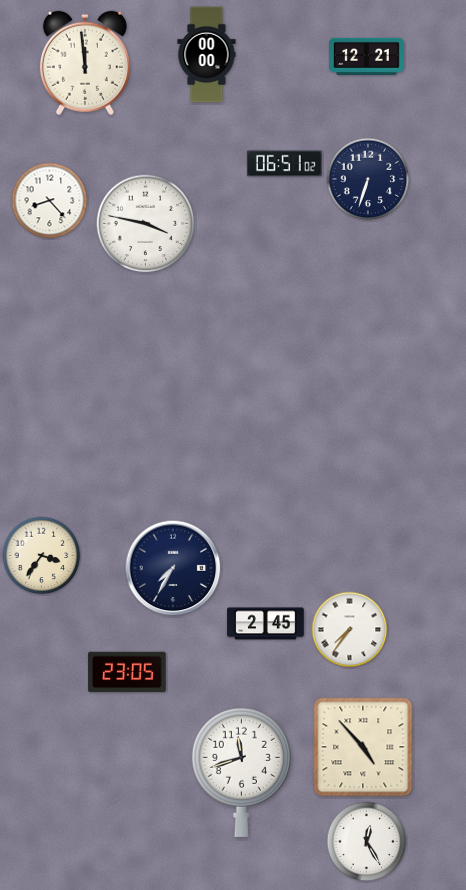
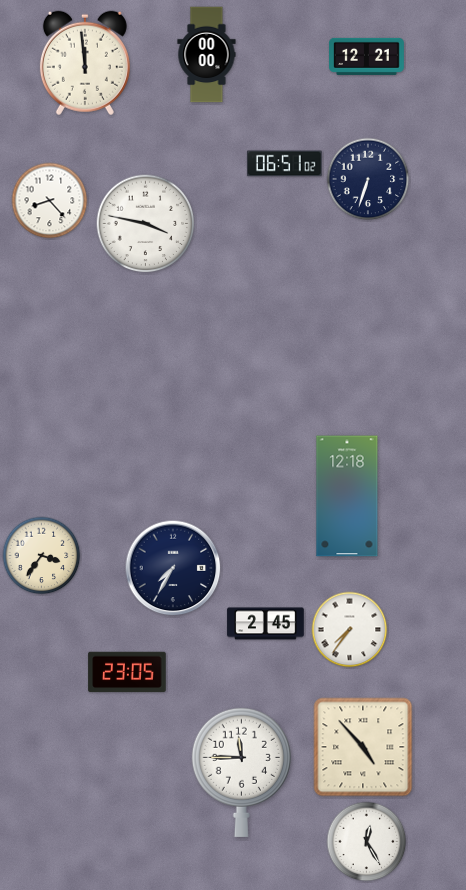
clock at (347, 496): none -> 12:18
clock at (241, 772): 11:42 -> 11:45
